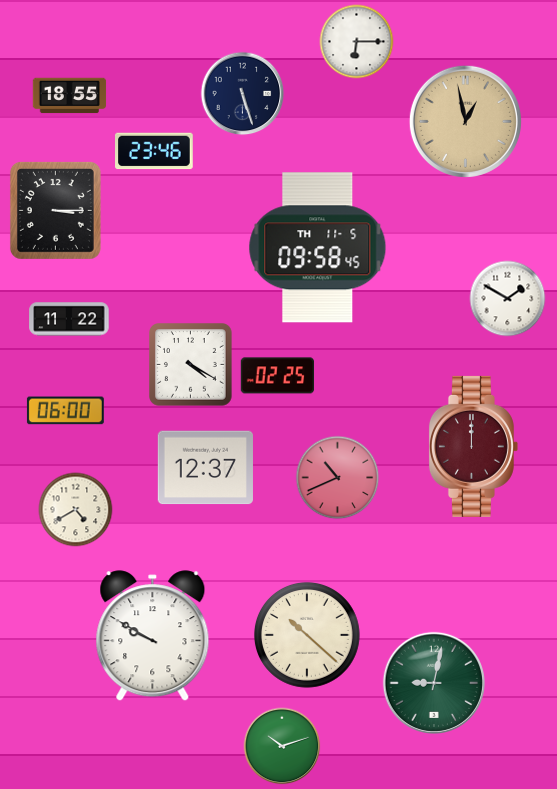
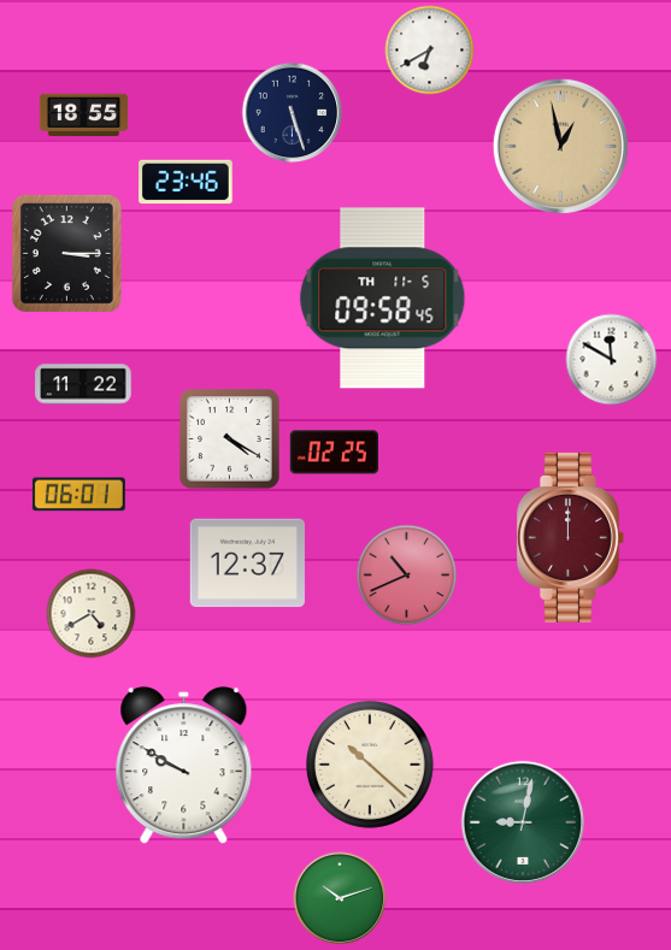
clock at (357, 42): 6:15 -> 6:40
clock at (508, 299): 1:50 -> 11:50
clock at (65, 411): 06:00 -> 06:01
